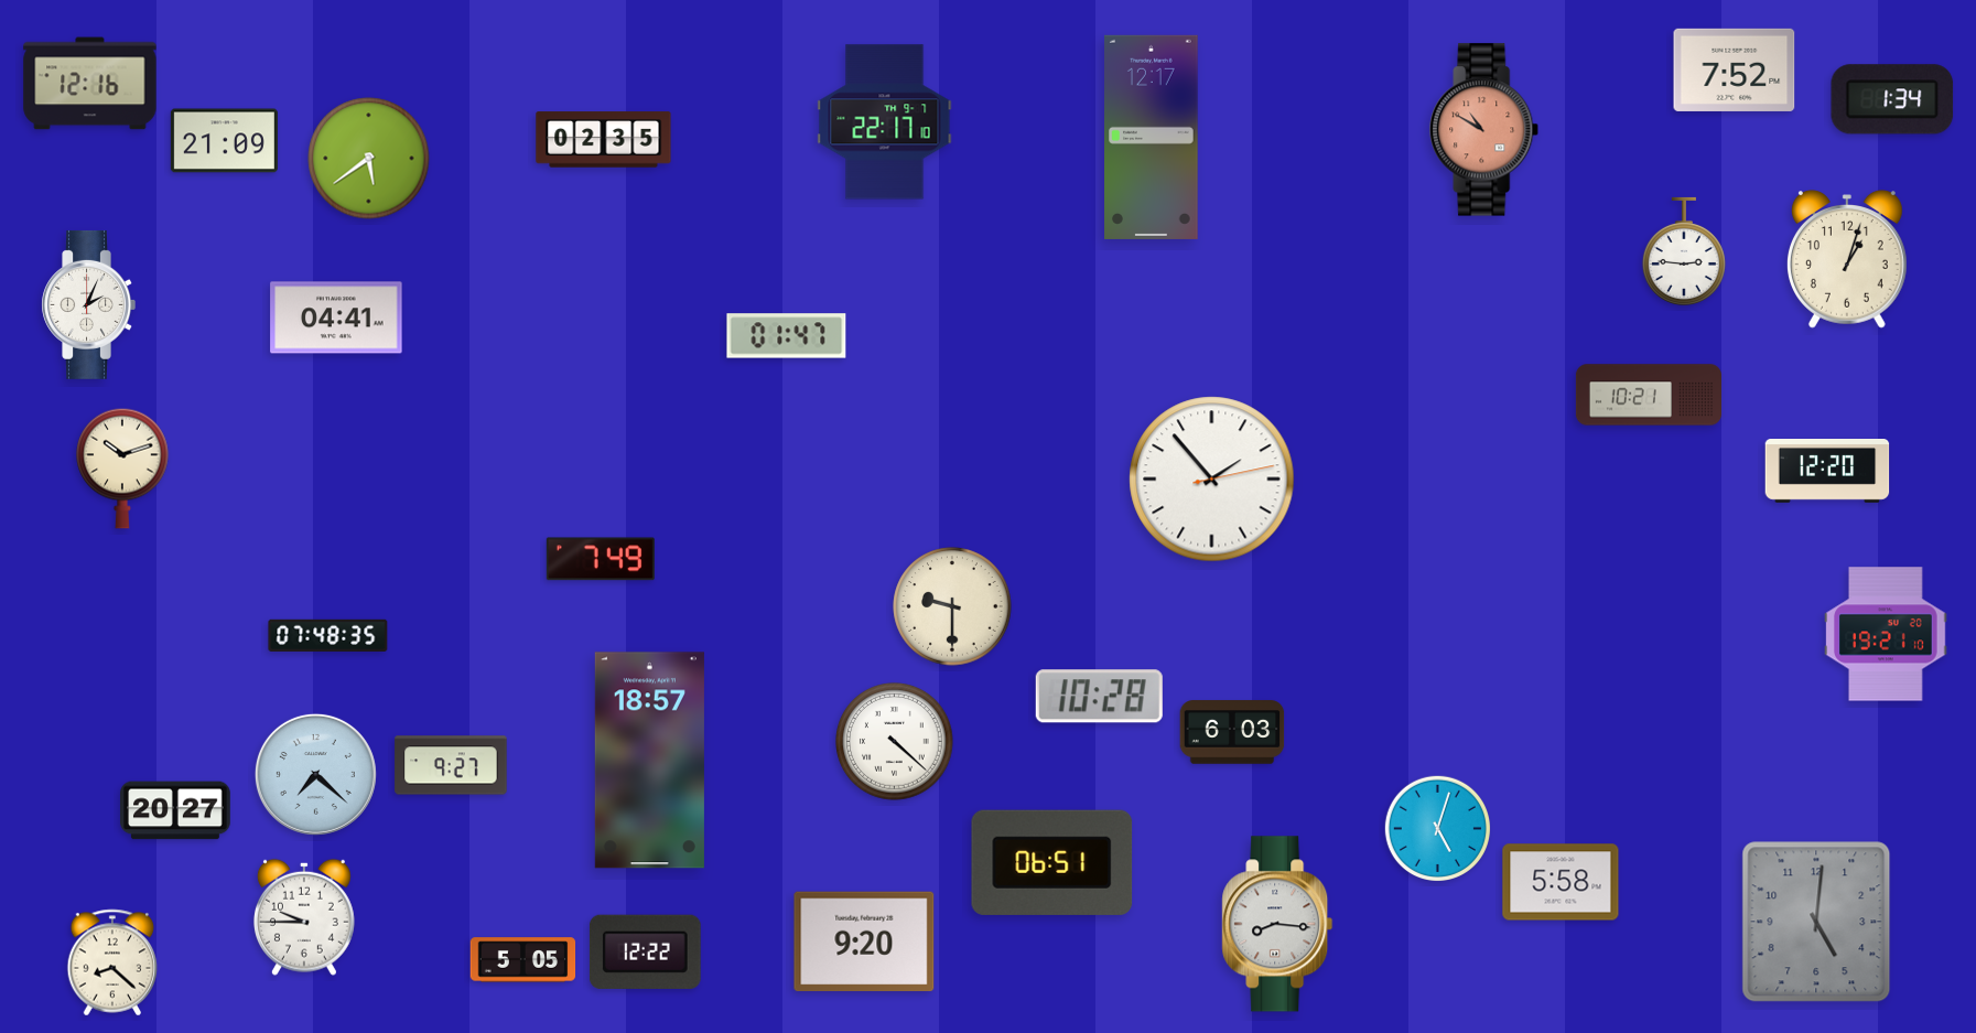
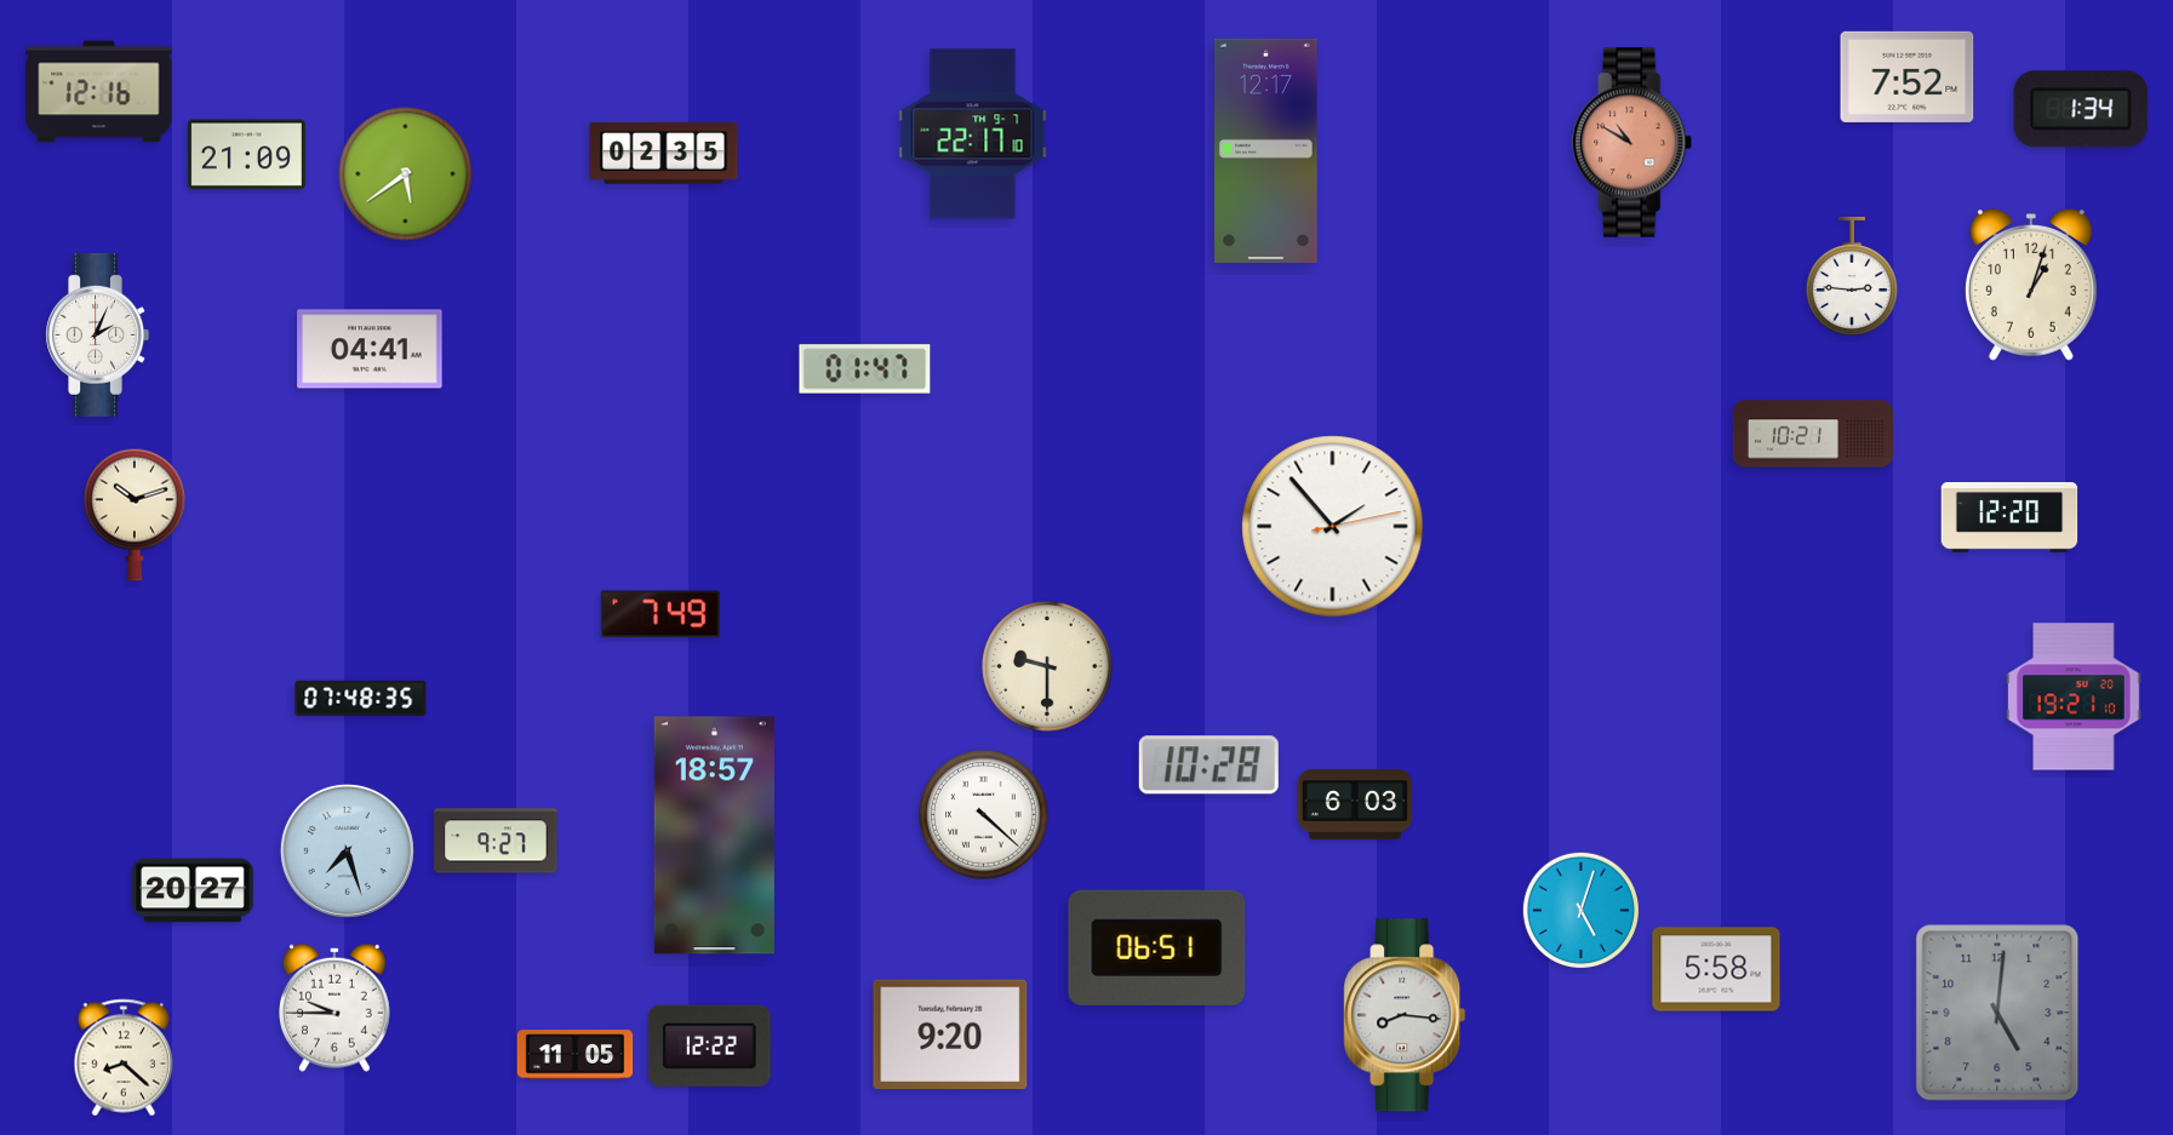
clock at (315, 774): 7:22 -> 7:27
clock at (523, 960): 5:05 -> 11:05
